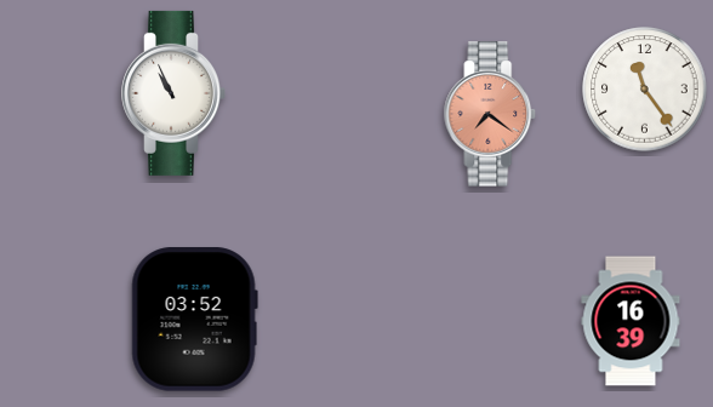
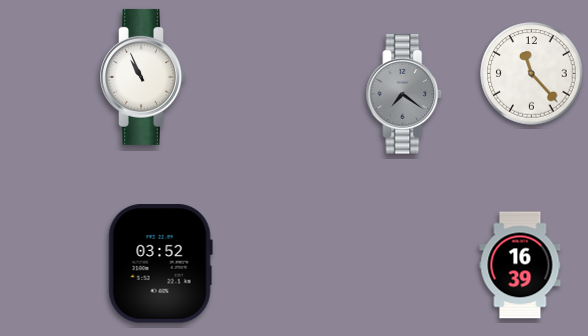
clock at (645, 90): 11:24 -> 11:23
clock at (490, 114) dial: salmon -> grey
